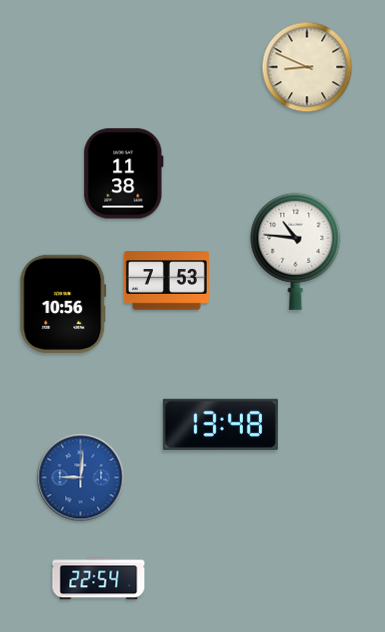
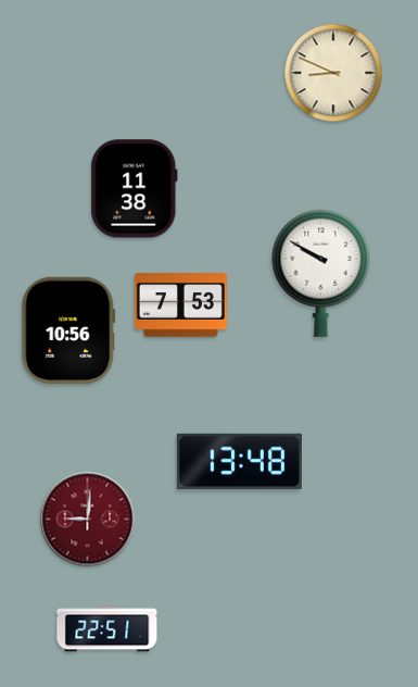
clock at (296, 251): 10:46 -> 9:50
clock at (81, 478) dial: blue -> burgundy
clock at (99, 579): 22:54 -> 22:51
